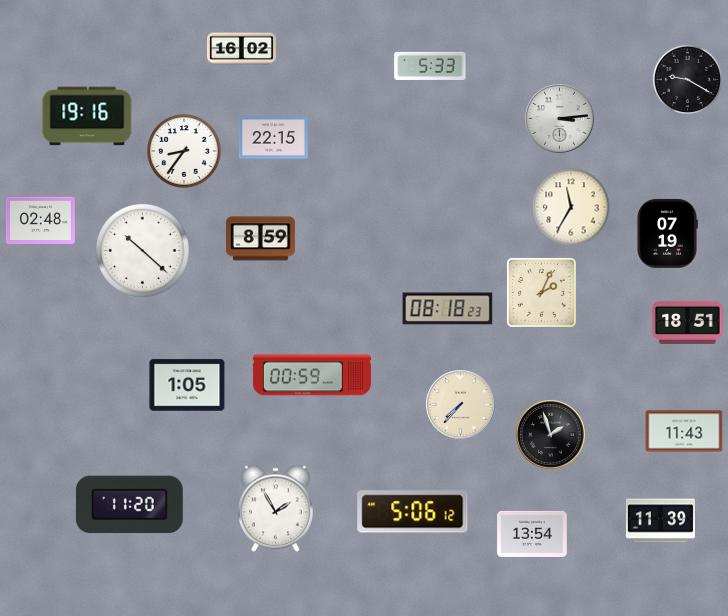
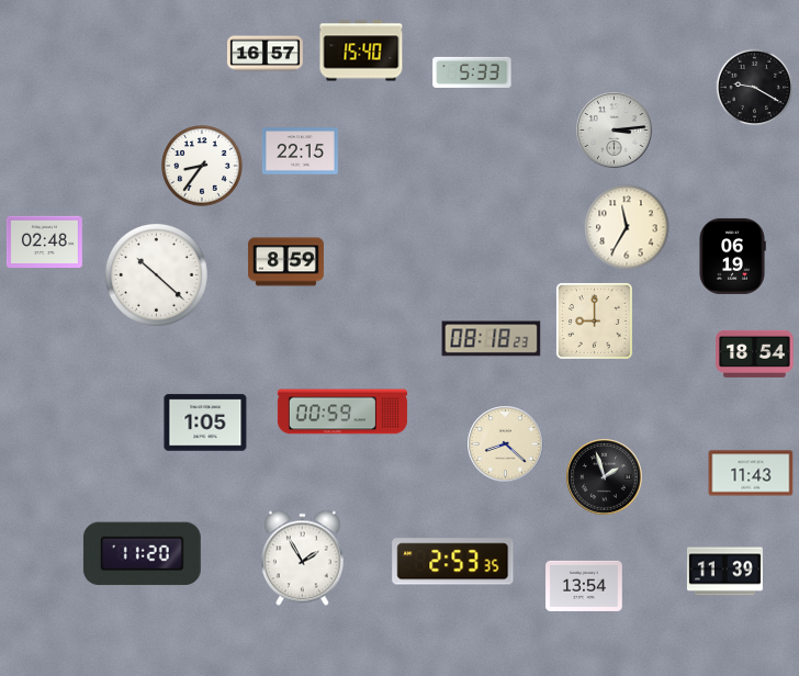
clock at (361, 50): none -> 15:40
clock at (241, 49): 16:02 -> 16:57
clock at (87, 116): 19:16 -> none
clock at (667, 233): 07:19 -> 06:19
clock at (541, 292): 2:04 -> 9:00
clock at (688, 322): 18:51 -> 18:54
clock at (461, 405): 7:37 -> 8:22
clock at (413, 512): 5:06 -> 2:53
